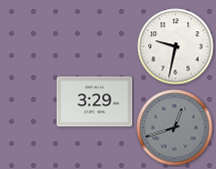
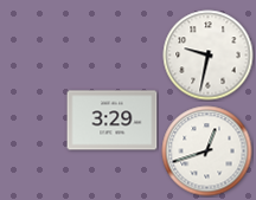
clock at (175, 128) dial: grey -> white
